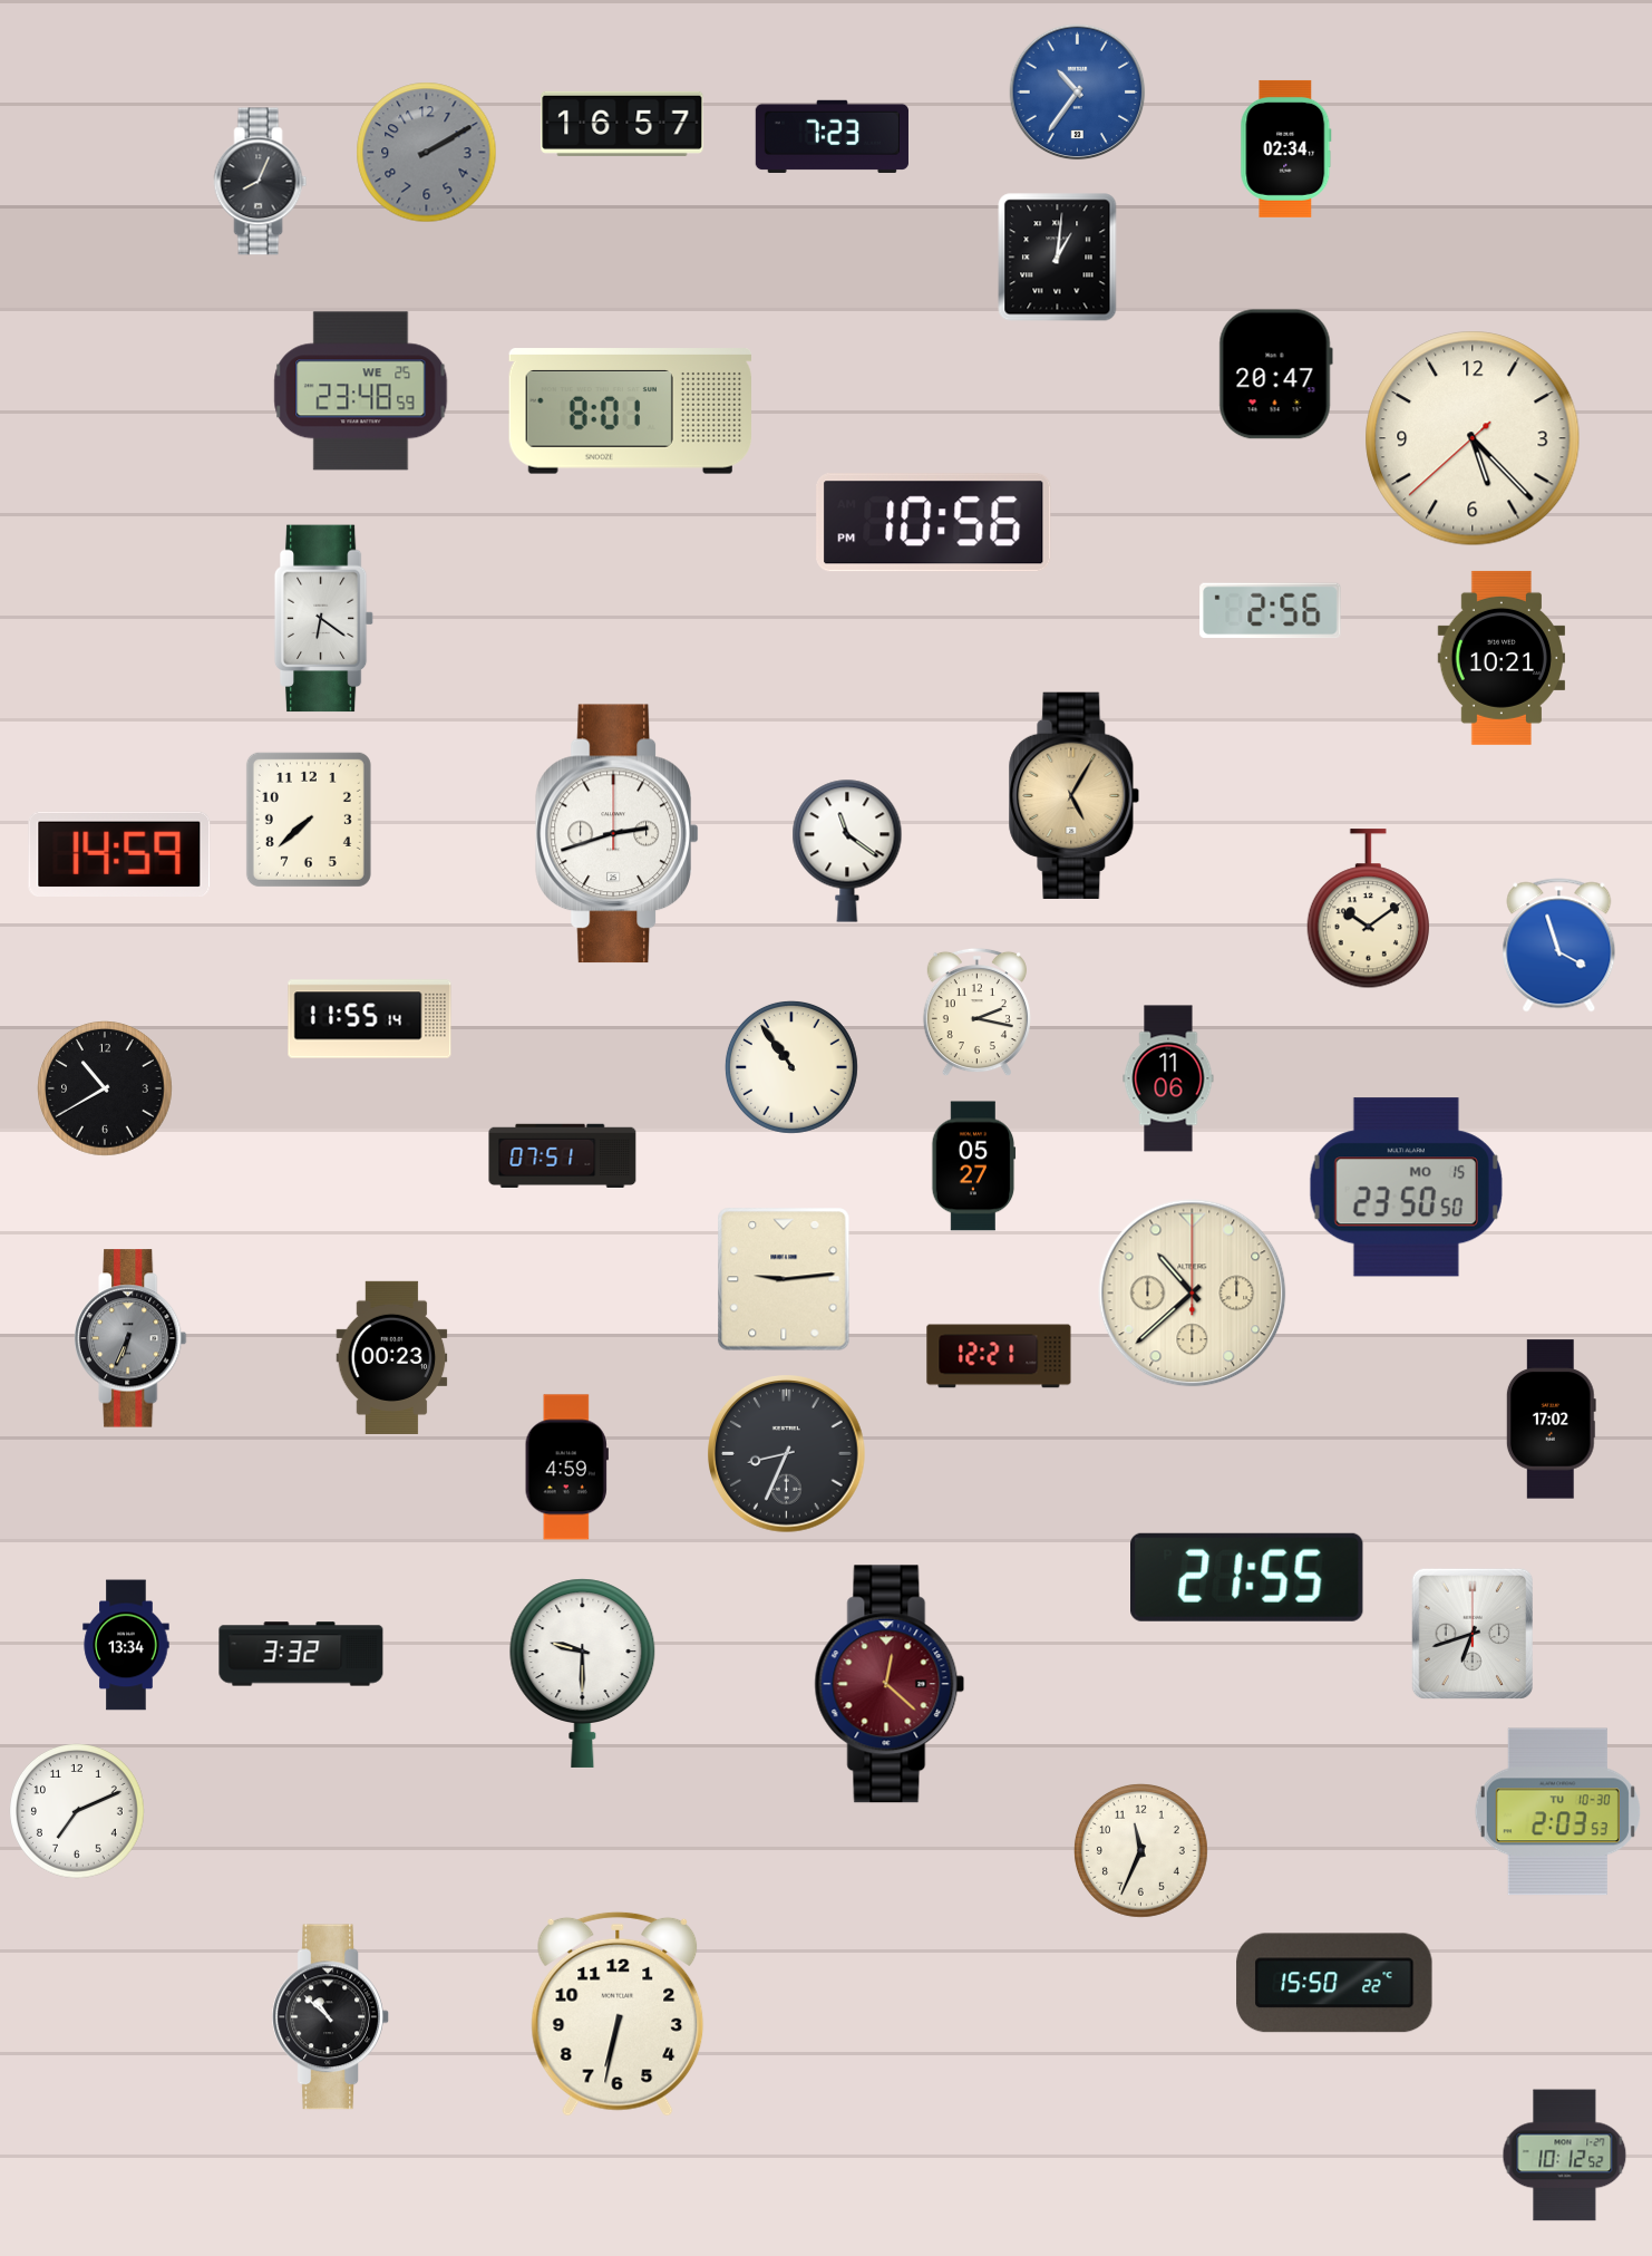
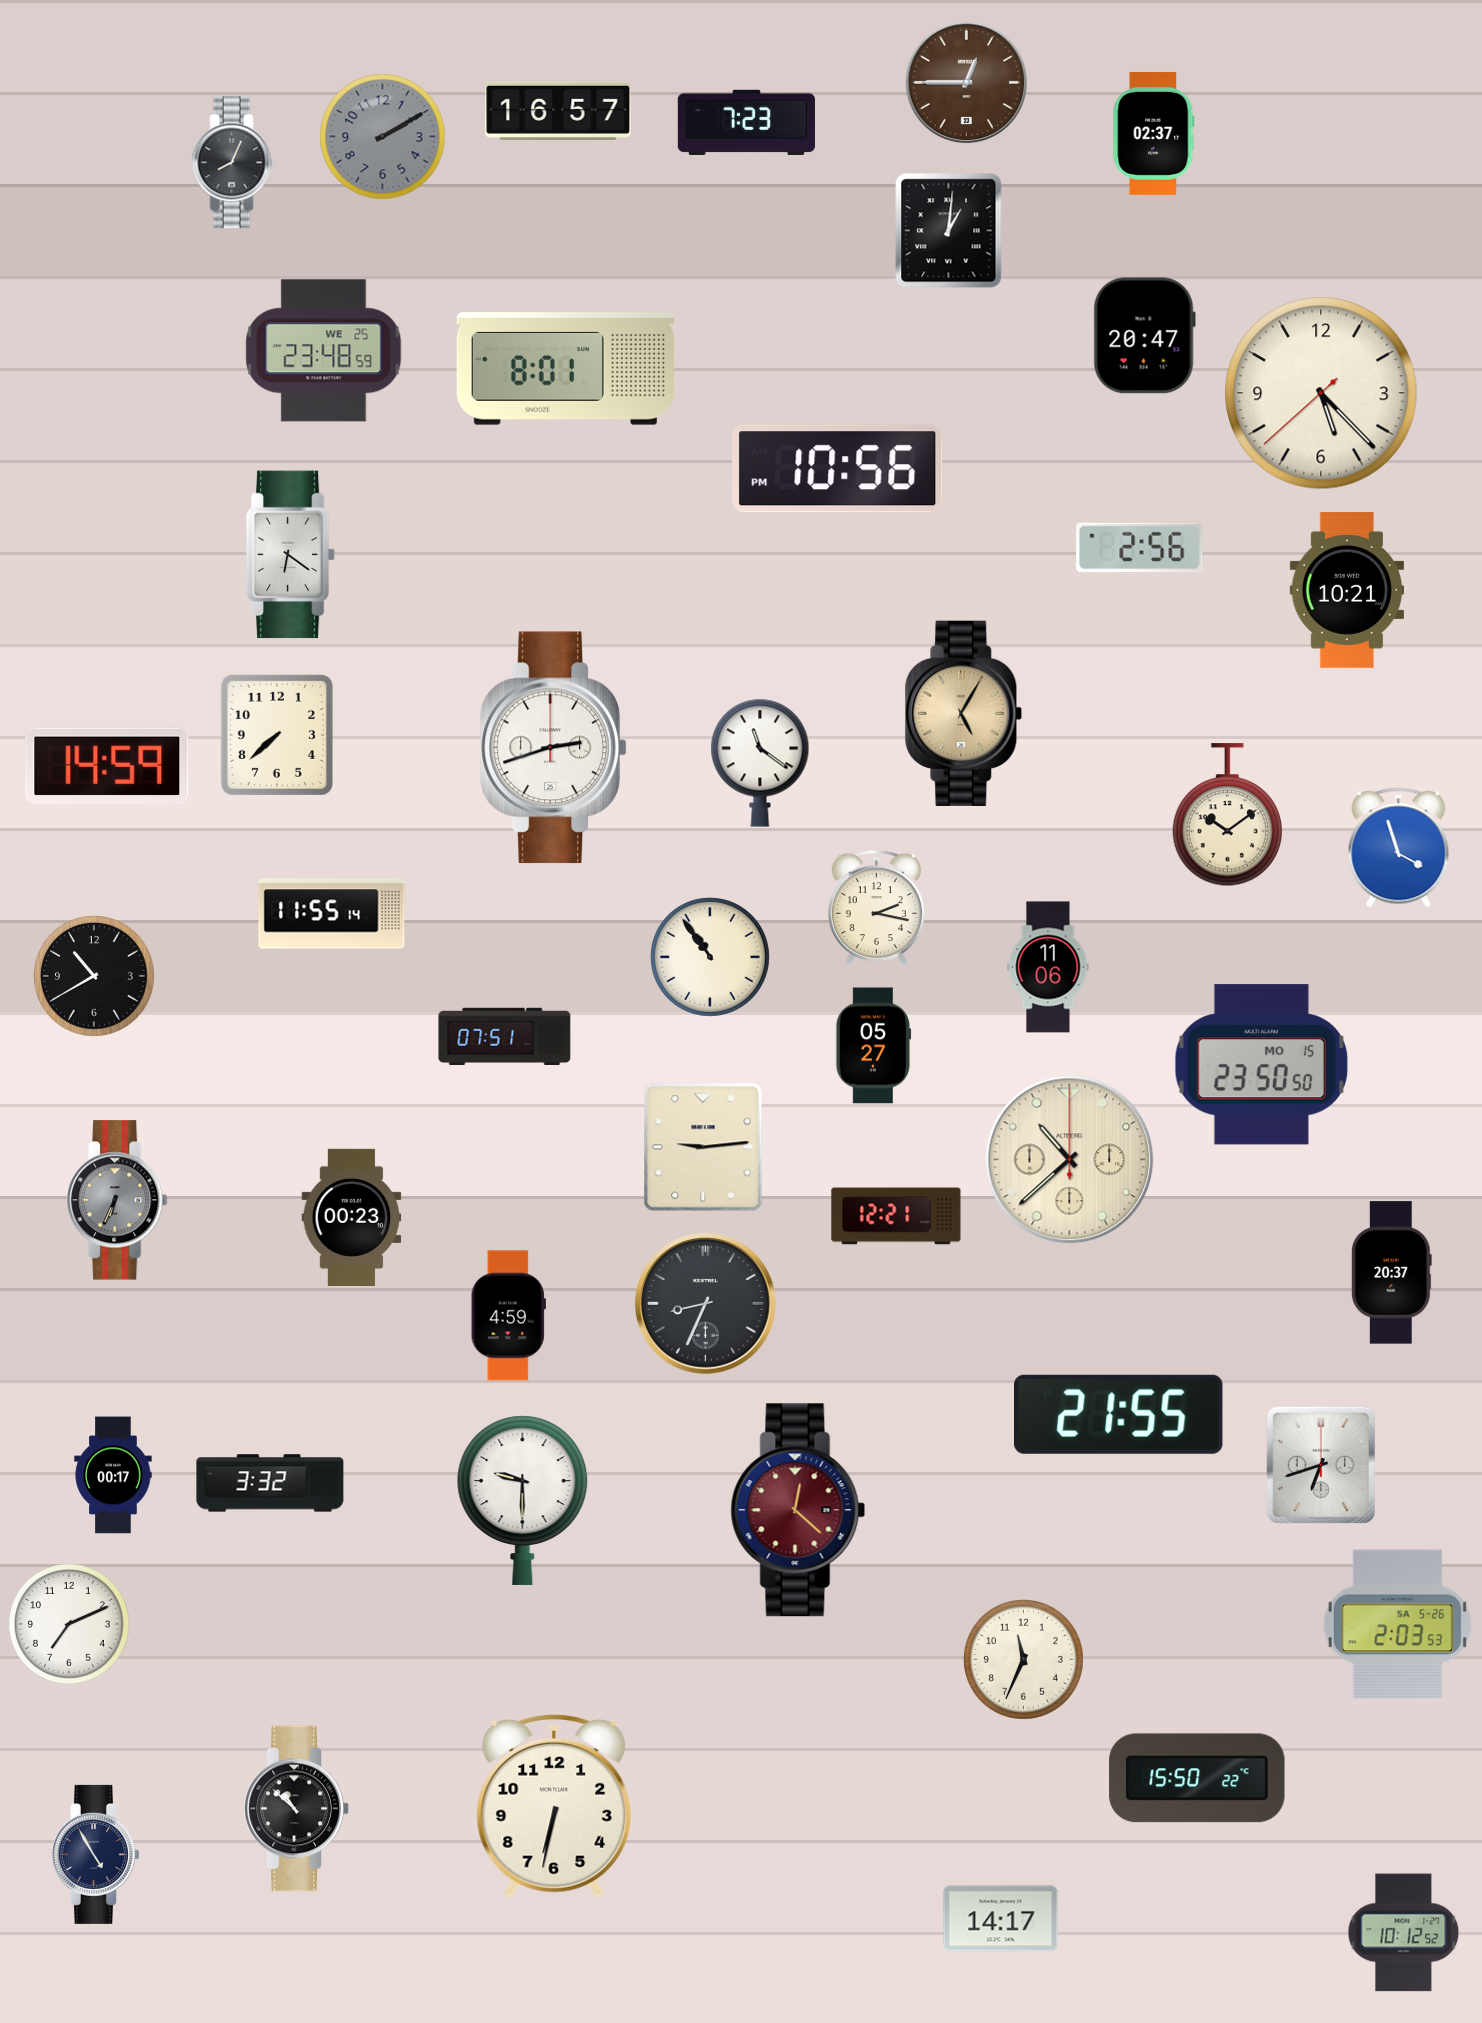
clock at (1078, 93): 10:36 -> 12:45
clock at (1078, 93) dial: blue -> brown
clock at (1286, 148): 02:34 -> 02:37
clock at (1551, 1420): 17:02 -> 20:37
clock at (126, 1645): 13:34 -> 00:17
clock at (1557, 1812) date: TU 10-30 -> SA 5-26
clock at (95, 1854): none -> 4:55
clock at (1001, 1919): none -> 14:17
